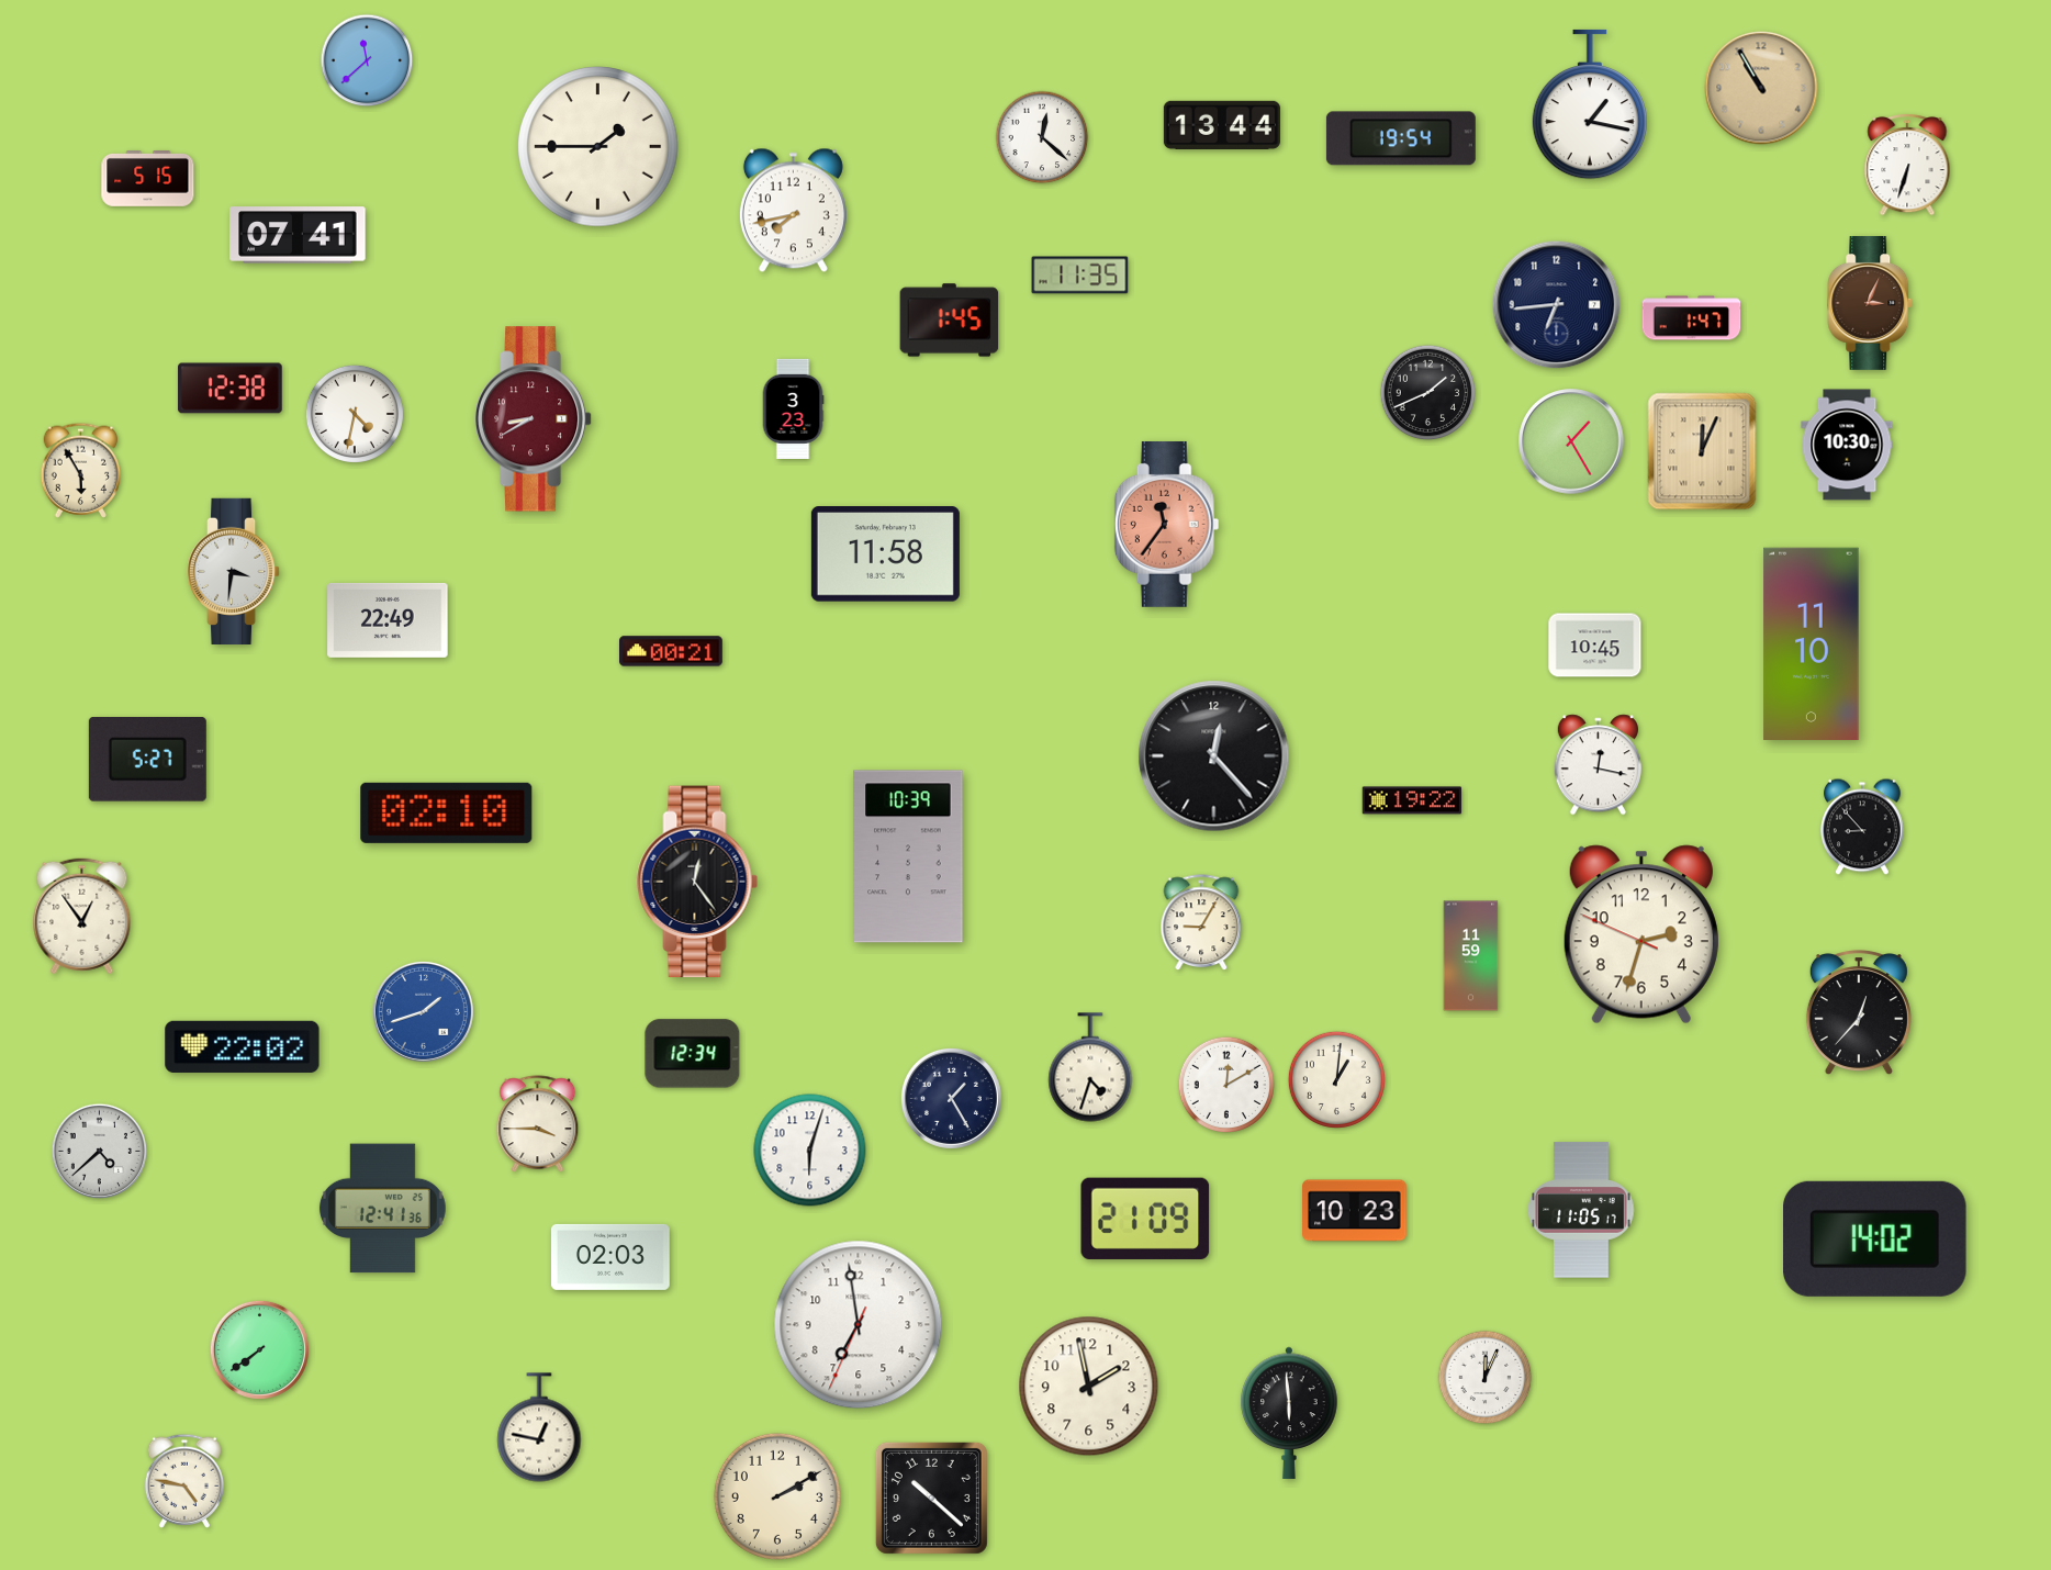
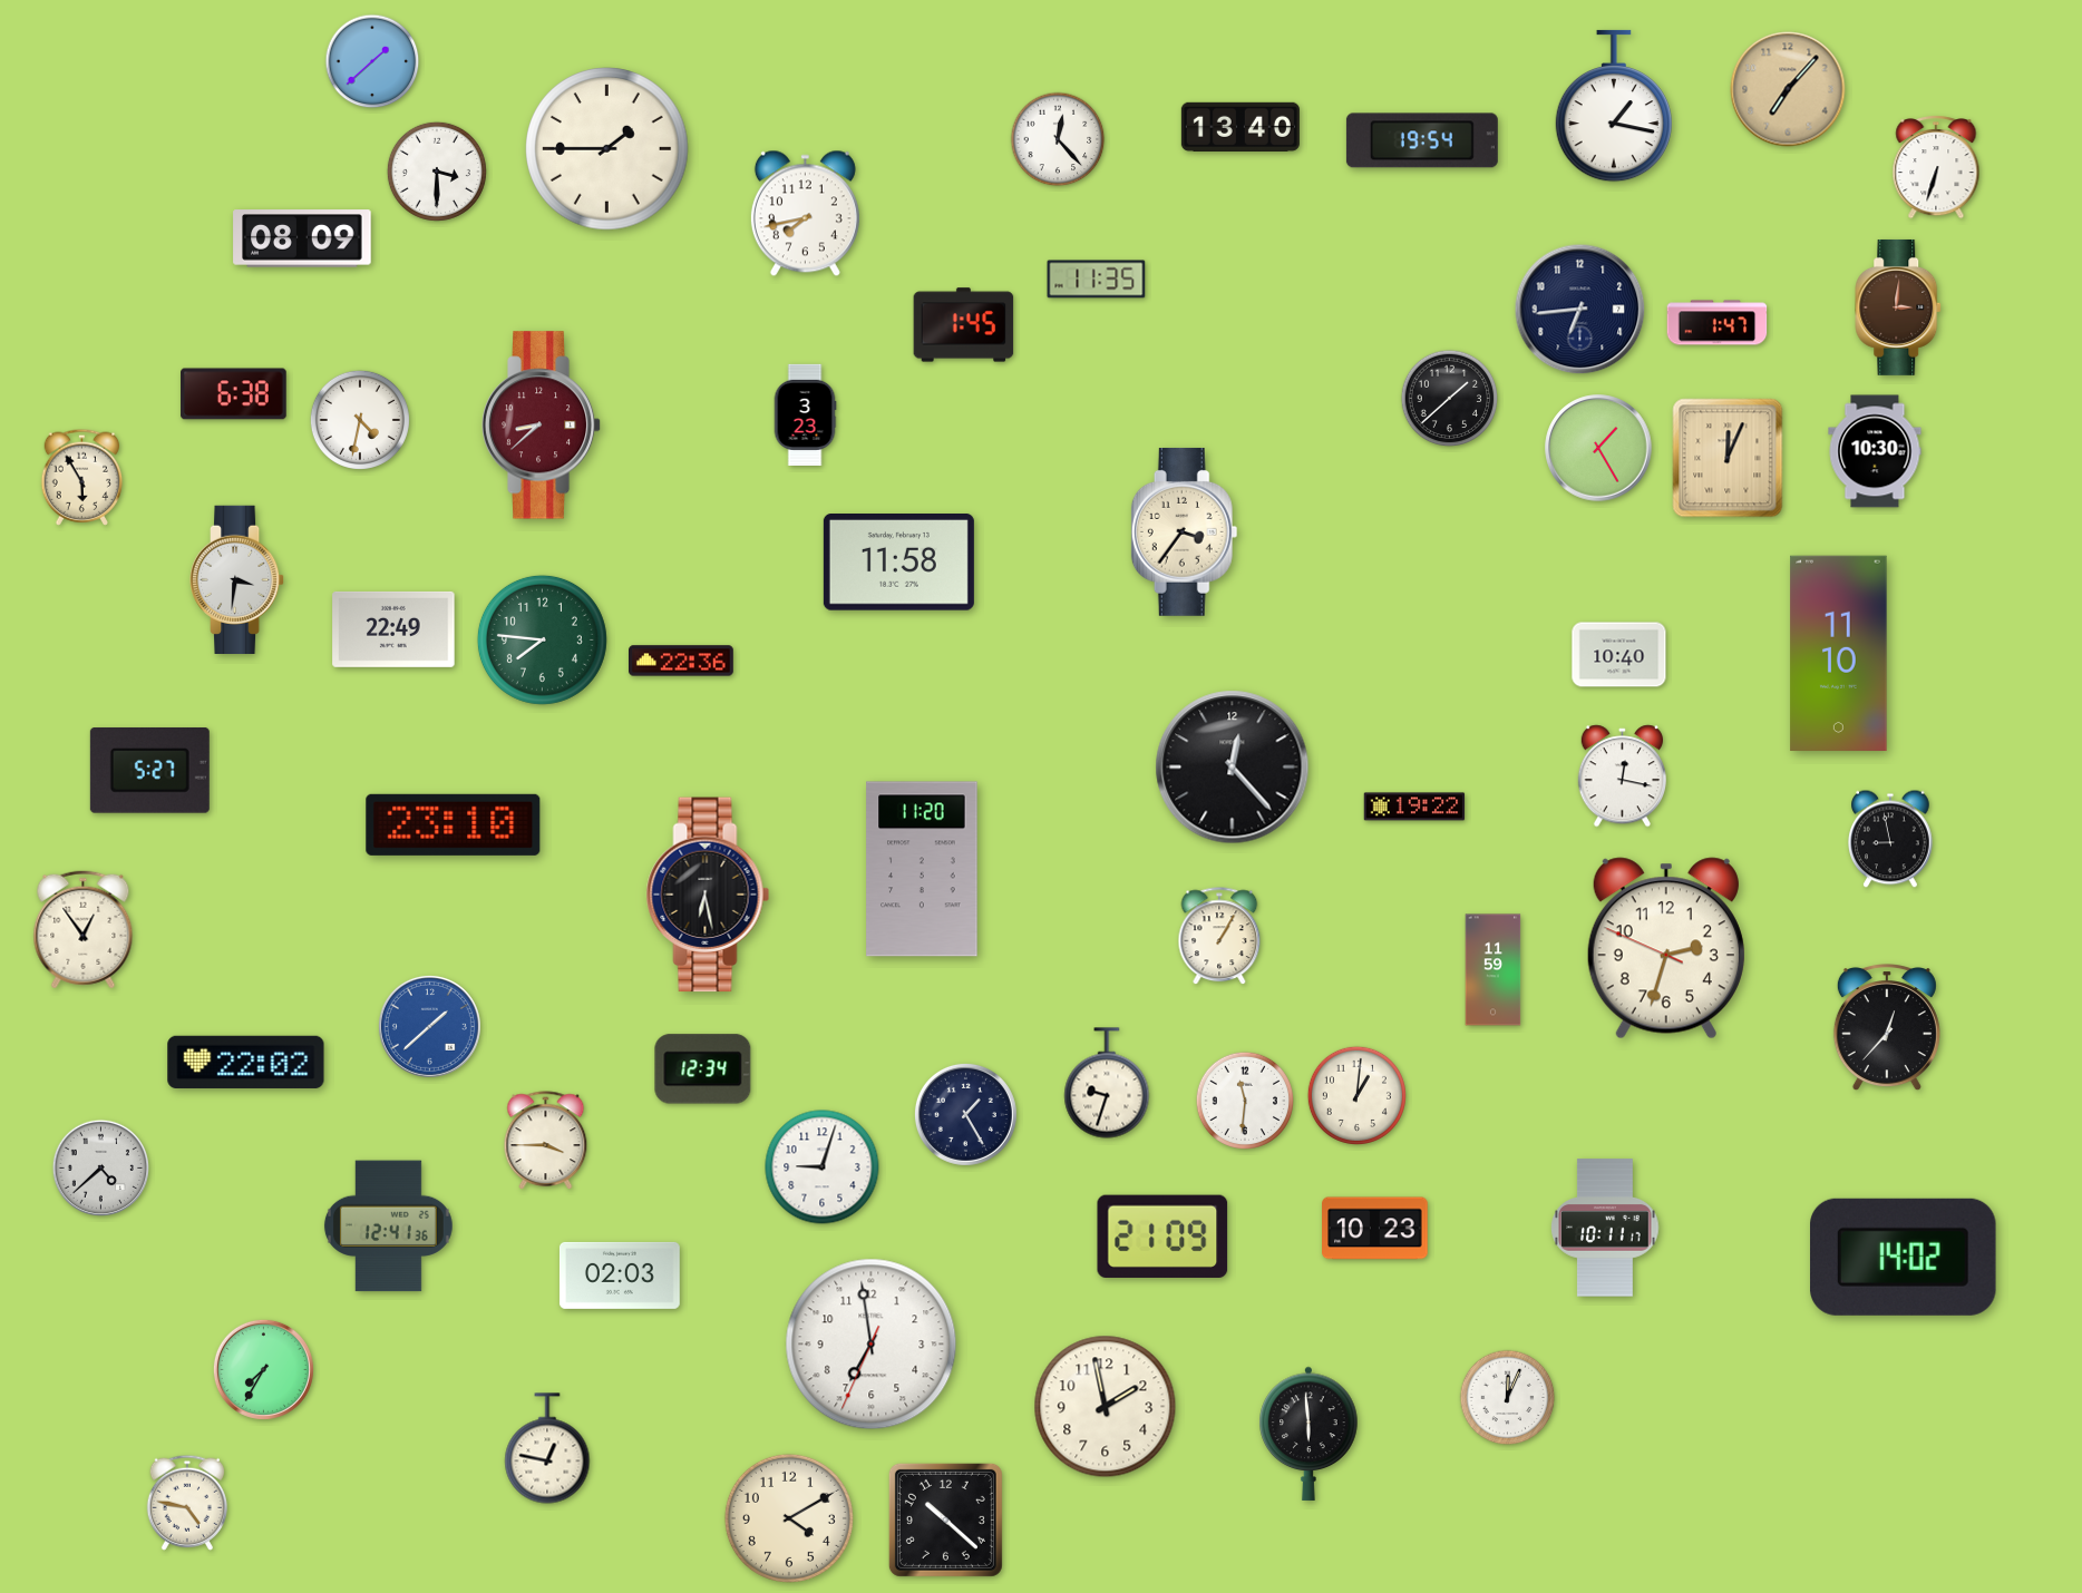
clock at (367, 60): 11:38 -> 1:38
clock at (1761, 88): 10:55 -> 7:07
clock at (1222, 125): 13:44 -> 13:40
clock at (1042, 137): 12:22 -> 12:23
clock at (437, 172): none -> 3:30
clock at (148, 179): 5:15 -> none
clock at (298, 235): 07:41 -> 08:09
clock at (1871, 303): 3:04 -> 3:01
clock at (231, 389): 12:38 -> 6:38
clock at (1428, 393): 1:41 -> 1:38
clock at (534, 419): 8:40 -> 8:38
clock at (1571, 441) position: (1571, 441) -> (1598, 448)
clock at (1167, 524): 11:36 -> 3:36
clock at (1167, 524) dial: salmon -> cream
clock at (542, 639): none -> 7:46
clock at (1595, 646): 10:45 -> 10:40
clock at (672, 651): 00:21 -> 22:36
clock at (1412, 800) position: (1412, 800) -> (1414, 807)
clock at (447, 812): 02:10 -> 23:10
clock at (1863, 827): 8:53 -> 8:58
clock at (908, 856): 10:39 -> 11:20
clock at (697, 882): 12:24 -> 6:28
clock at (1201, 923): 9:05 -> 1:05
clock at (423, 1011): 1:42 -> 1:38
clock at (1090, 1067): 4:33 -> 9:33
clock at (1225, 1084): 12:10 -> 11:31
clock at (810, 1151): 6:03 -> 9:03
clock at (1581, 1210): 11:05 -> 10:11
clock at (259, 1349): 7:39 -> 7:35
clock at (777, 1496): 2:10 -> 4:10
